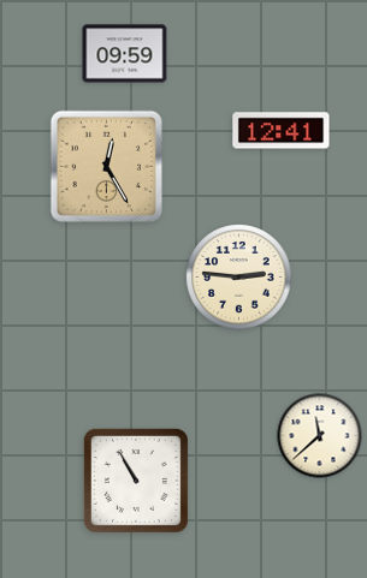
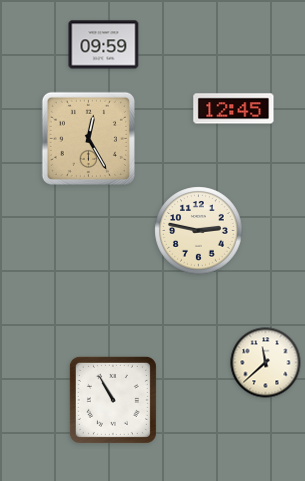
clock at (282, 131): 12:41 -> 12:45
clock at (239, 278): 2:46 -> 2:47
